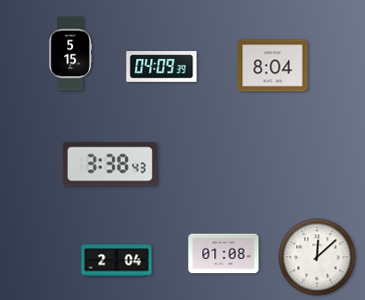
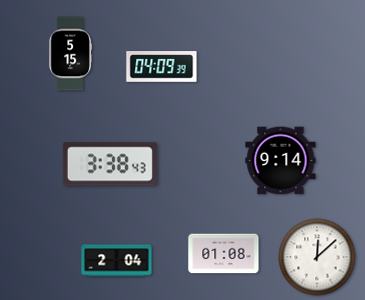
clock at (273, 66): 8:04 -> none
clock at (281, 161): none -> 9:14
